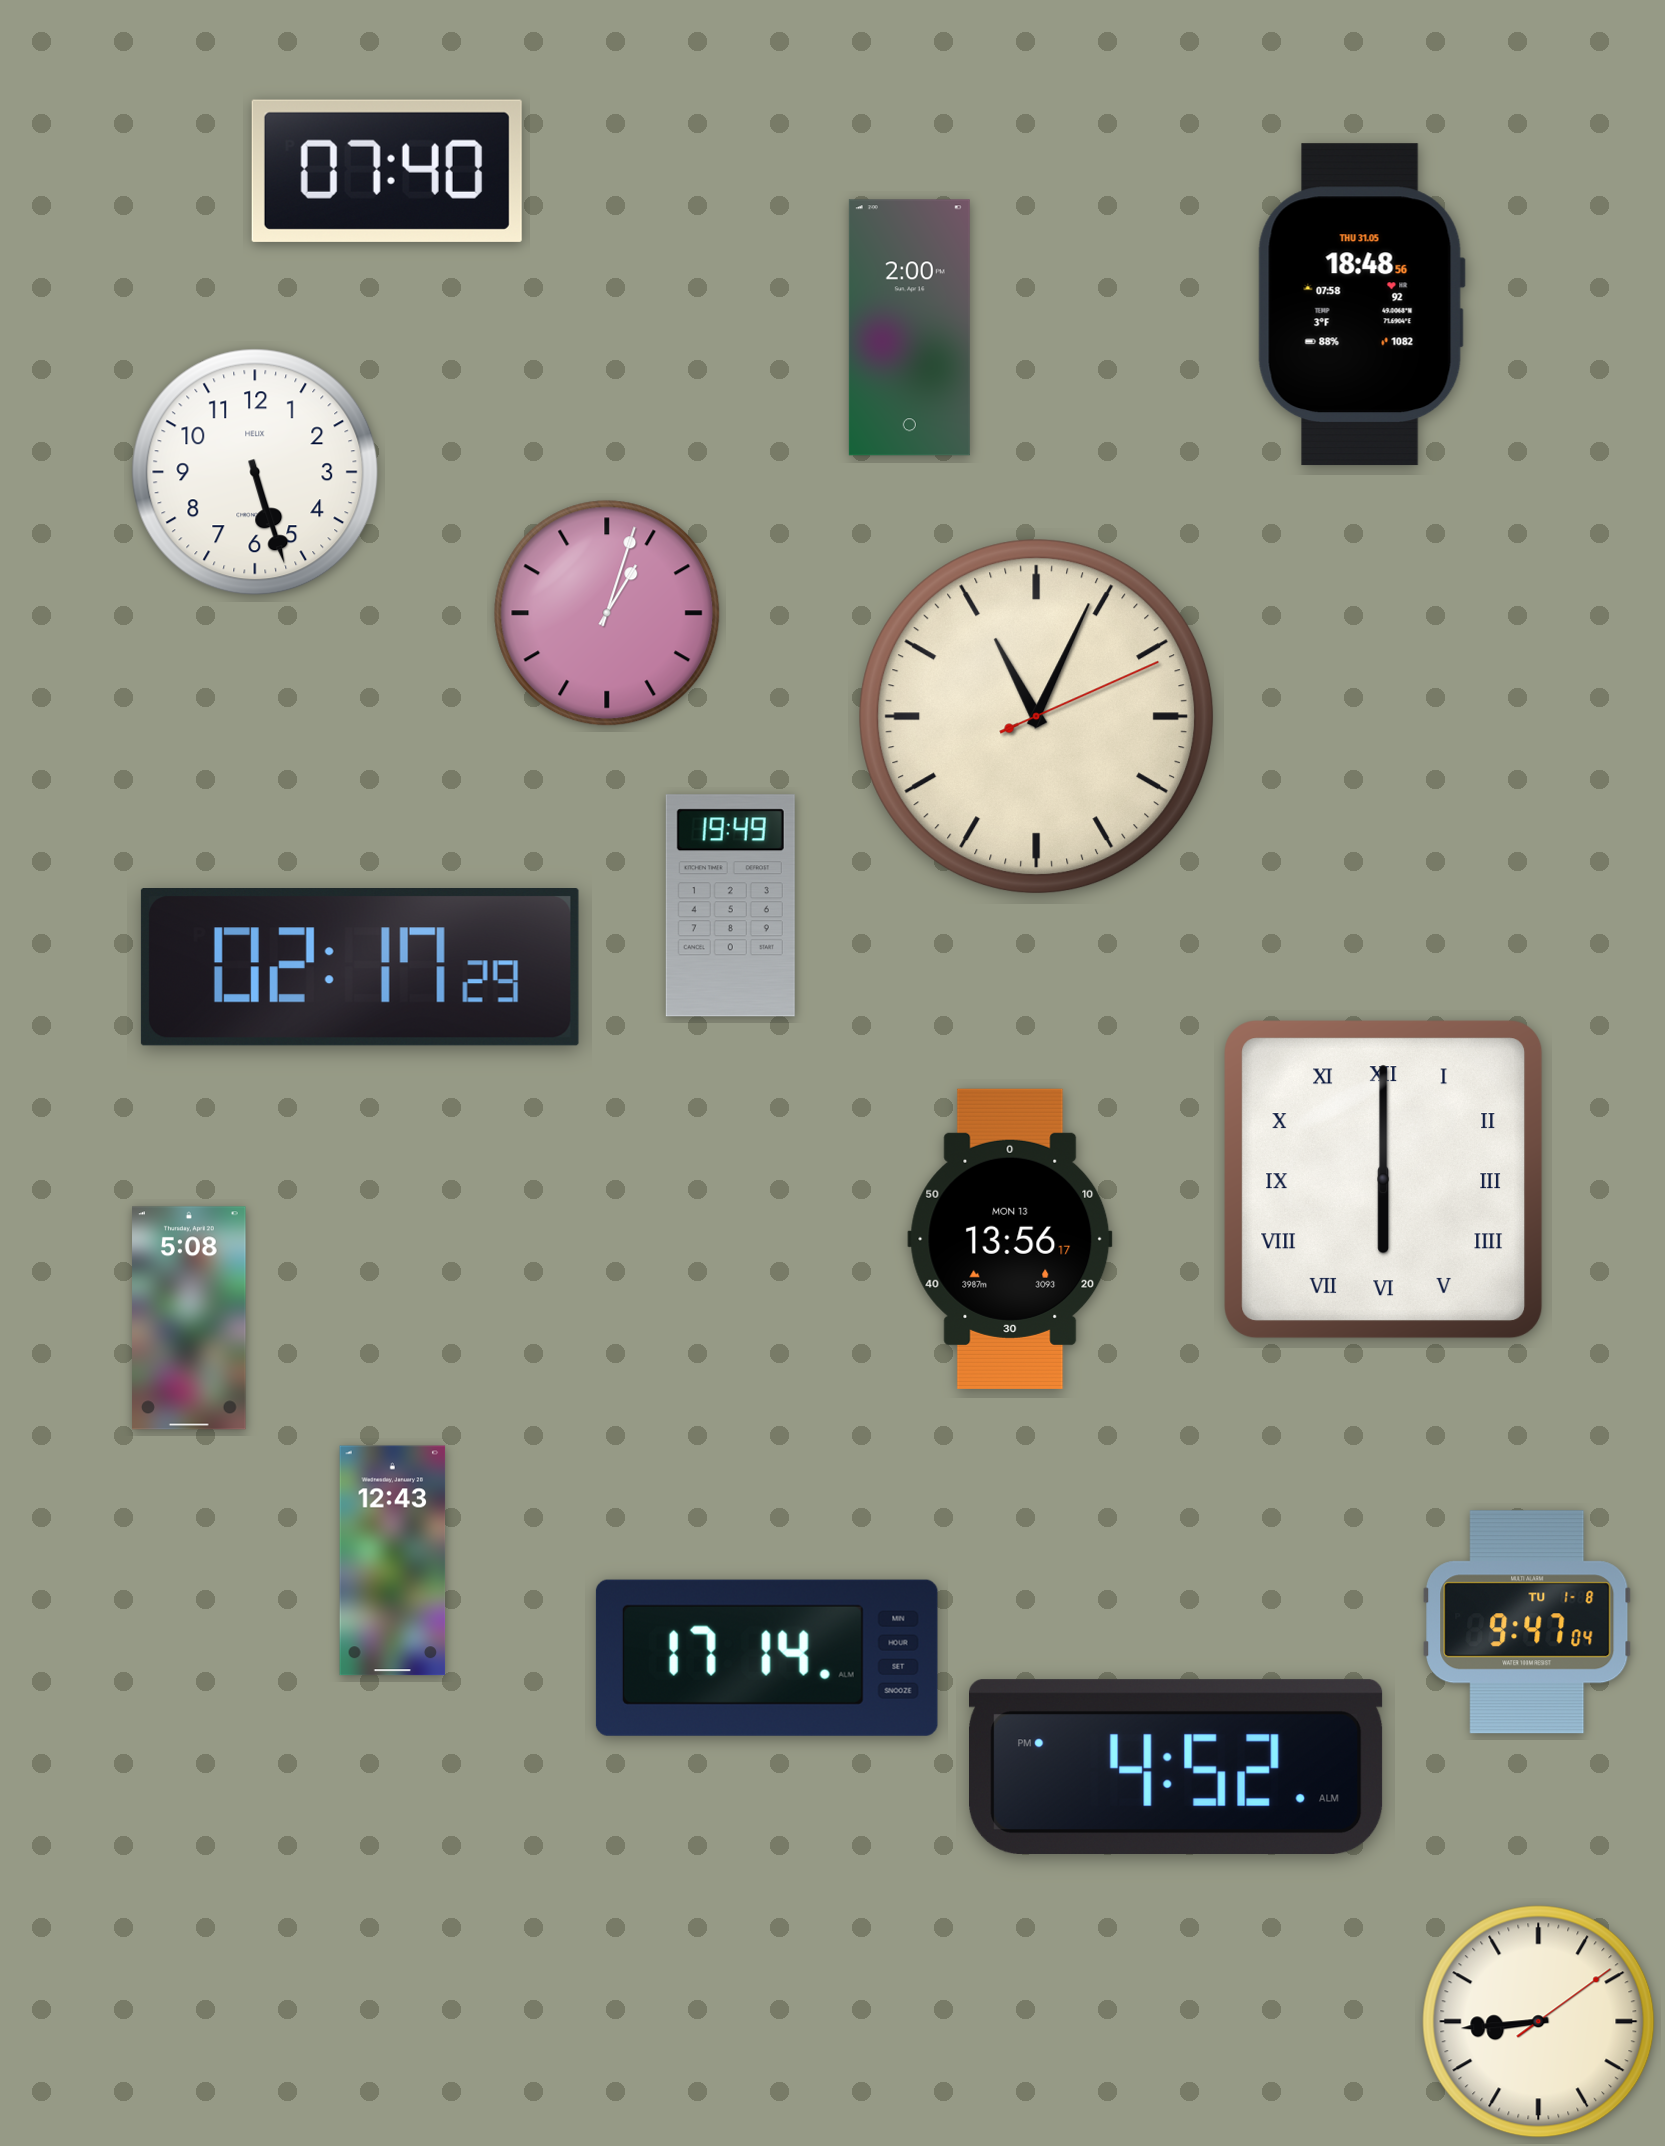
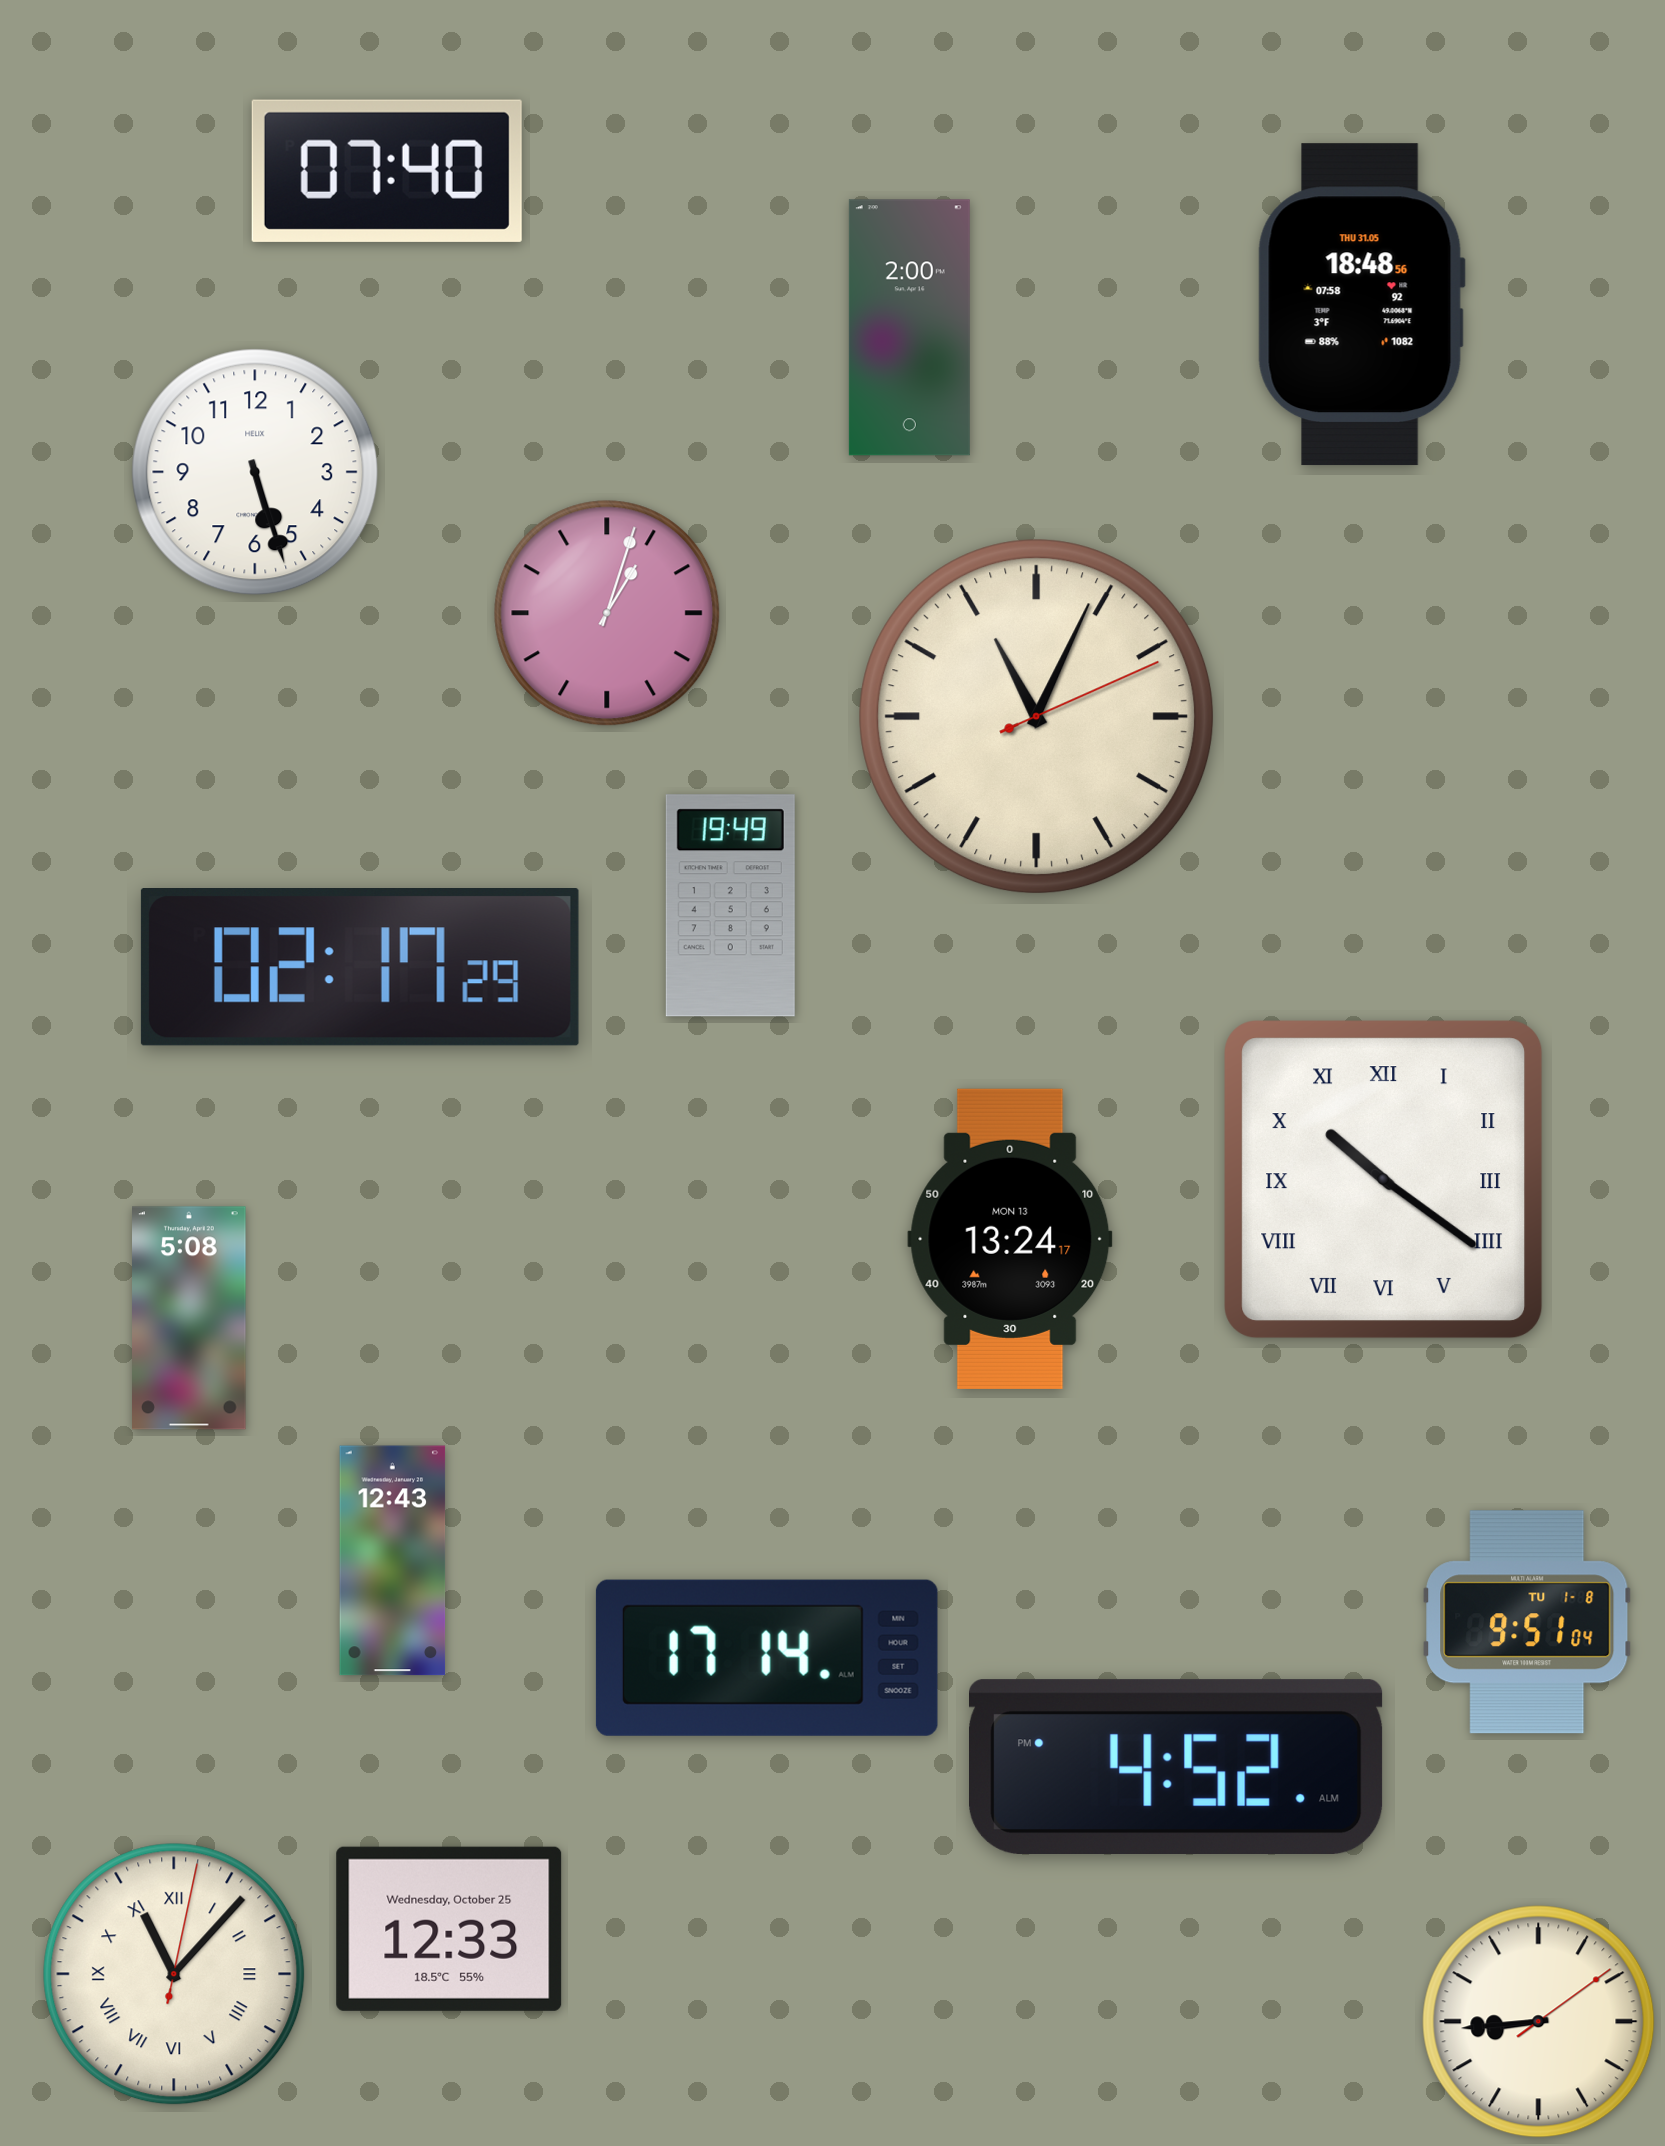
clock at (1384, 1180): 6:00 -> 10:21
clock at (1010, 1239): 13:56 -> 13:24
clock at (1527, 1622): 9:47 -> 9:51
clock at (449, 1929): none -> 12:33
clock at (174, 1974): none -> 11:07
